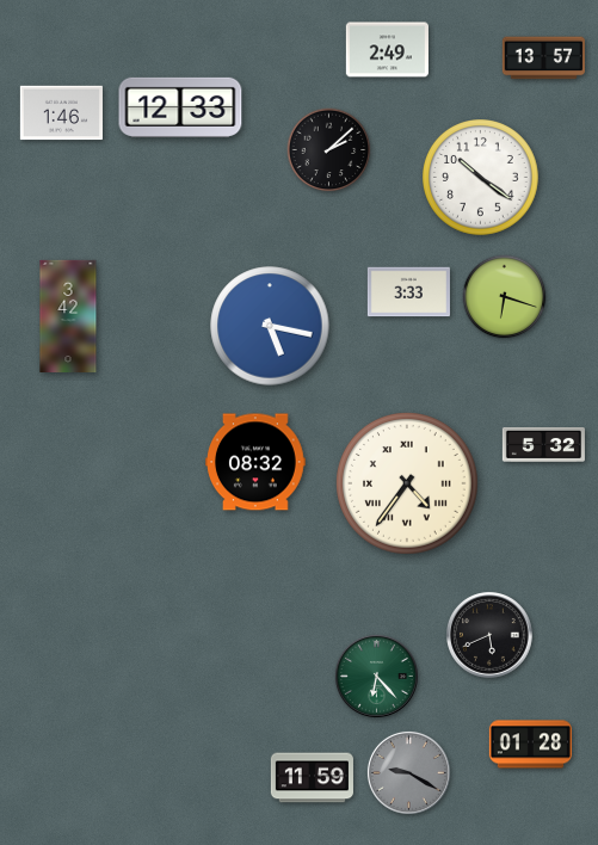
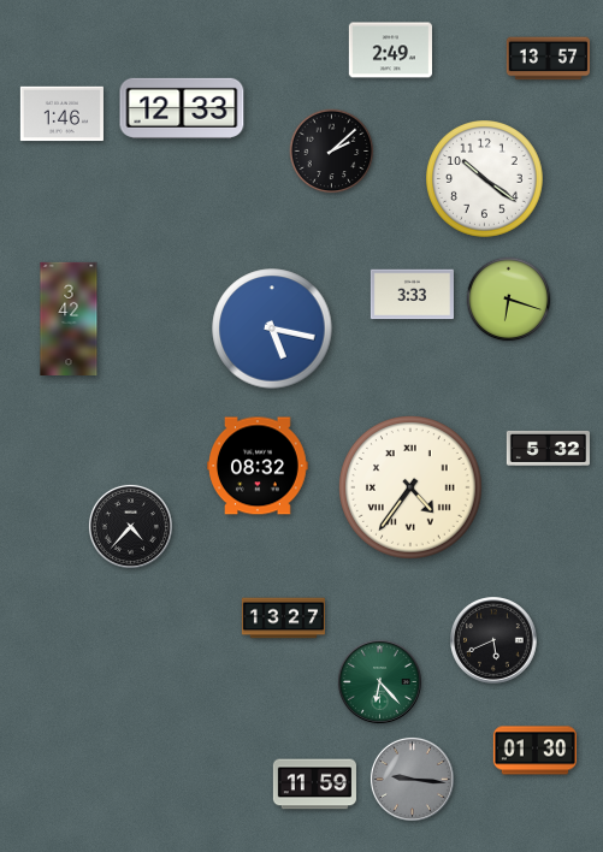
clock at (130, 526): none -> 4:37
clock at (283, 619): none -> 13:27
clock at (530, 745): 01:28 -> 01:30
clock at (408, 772): 9:20 -> 9:16
